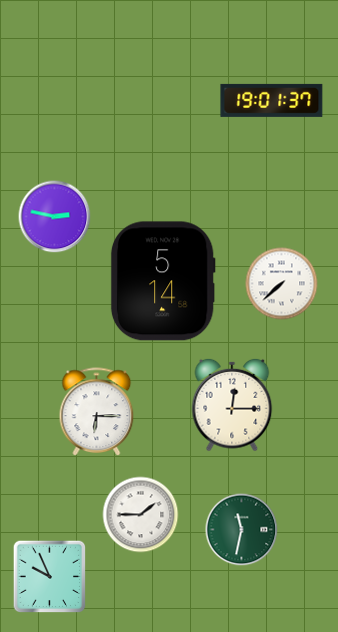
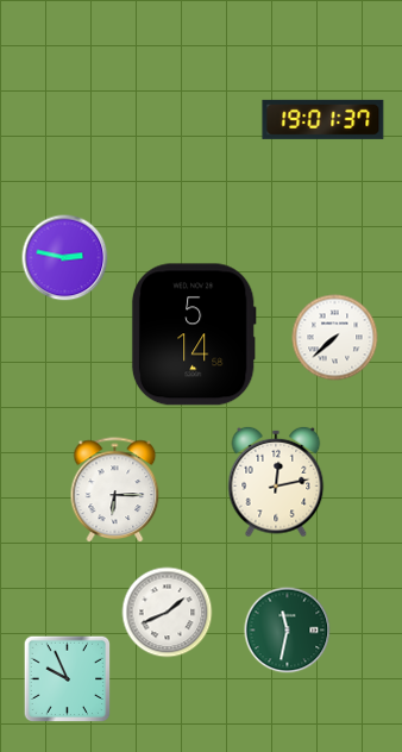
clock at (232, 405): 12:15 -> 12:13
clock at (141, 515): 1:45 -> 1:41
clock at (50, 577) position: (50, 577) -> (68, 679)
